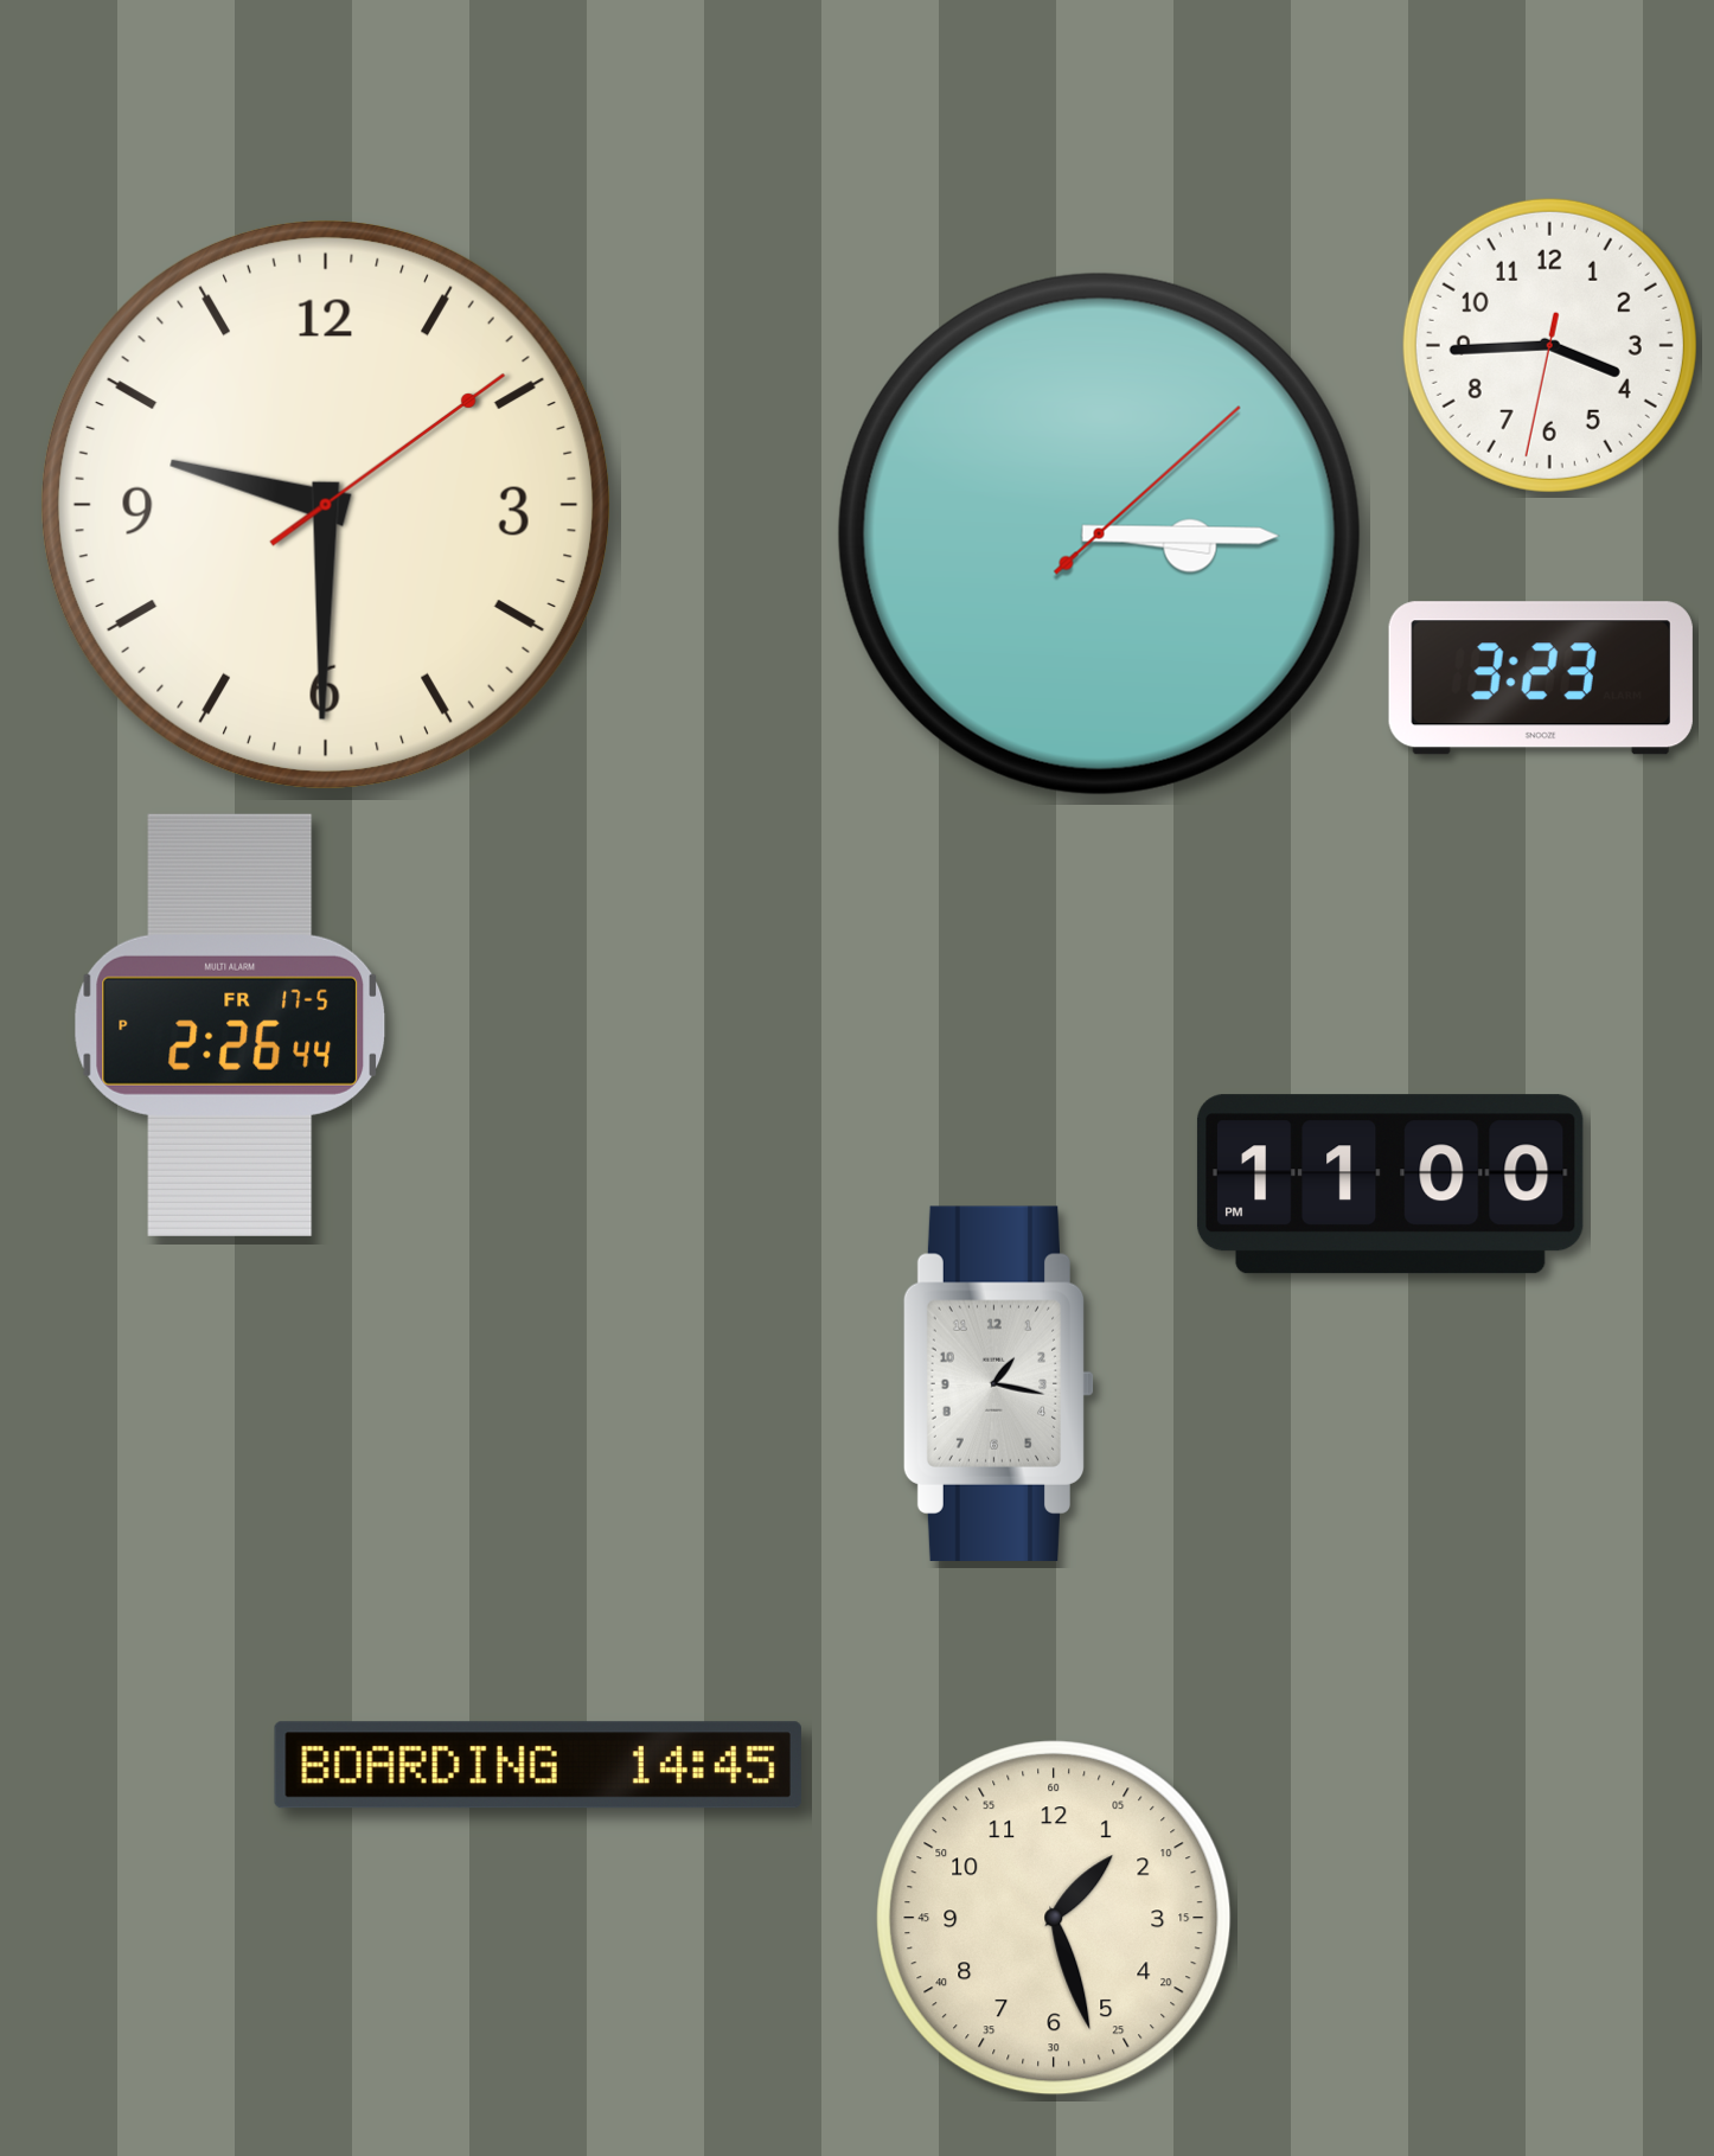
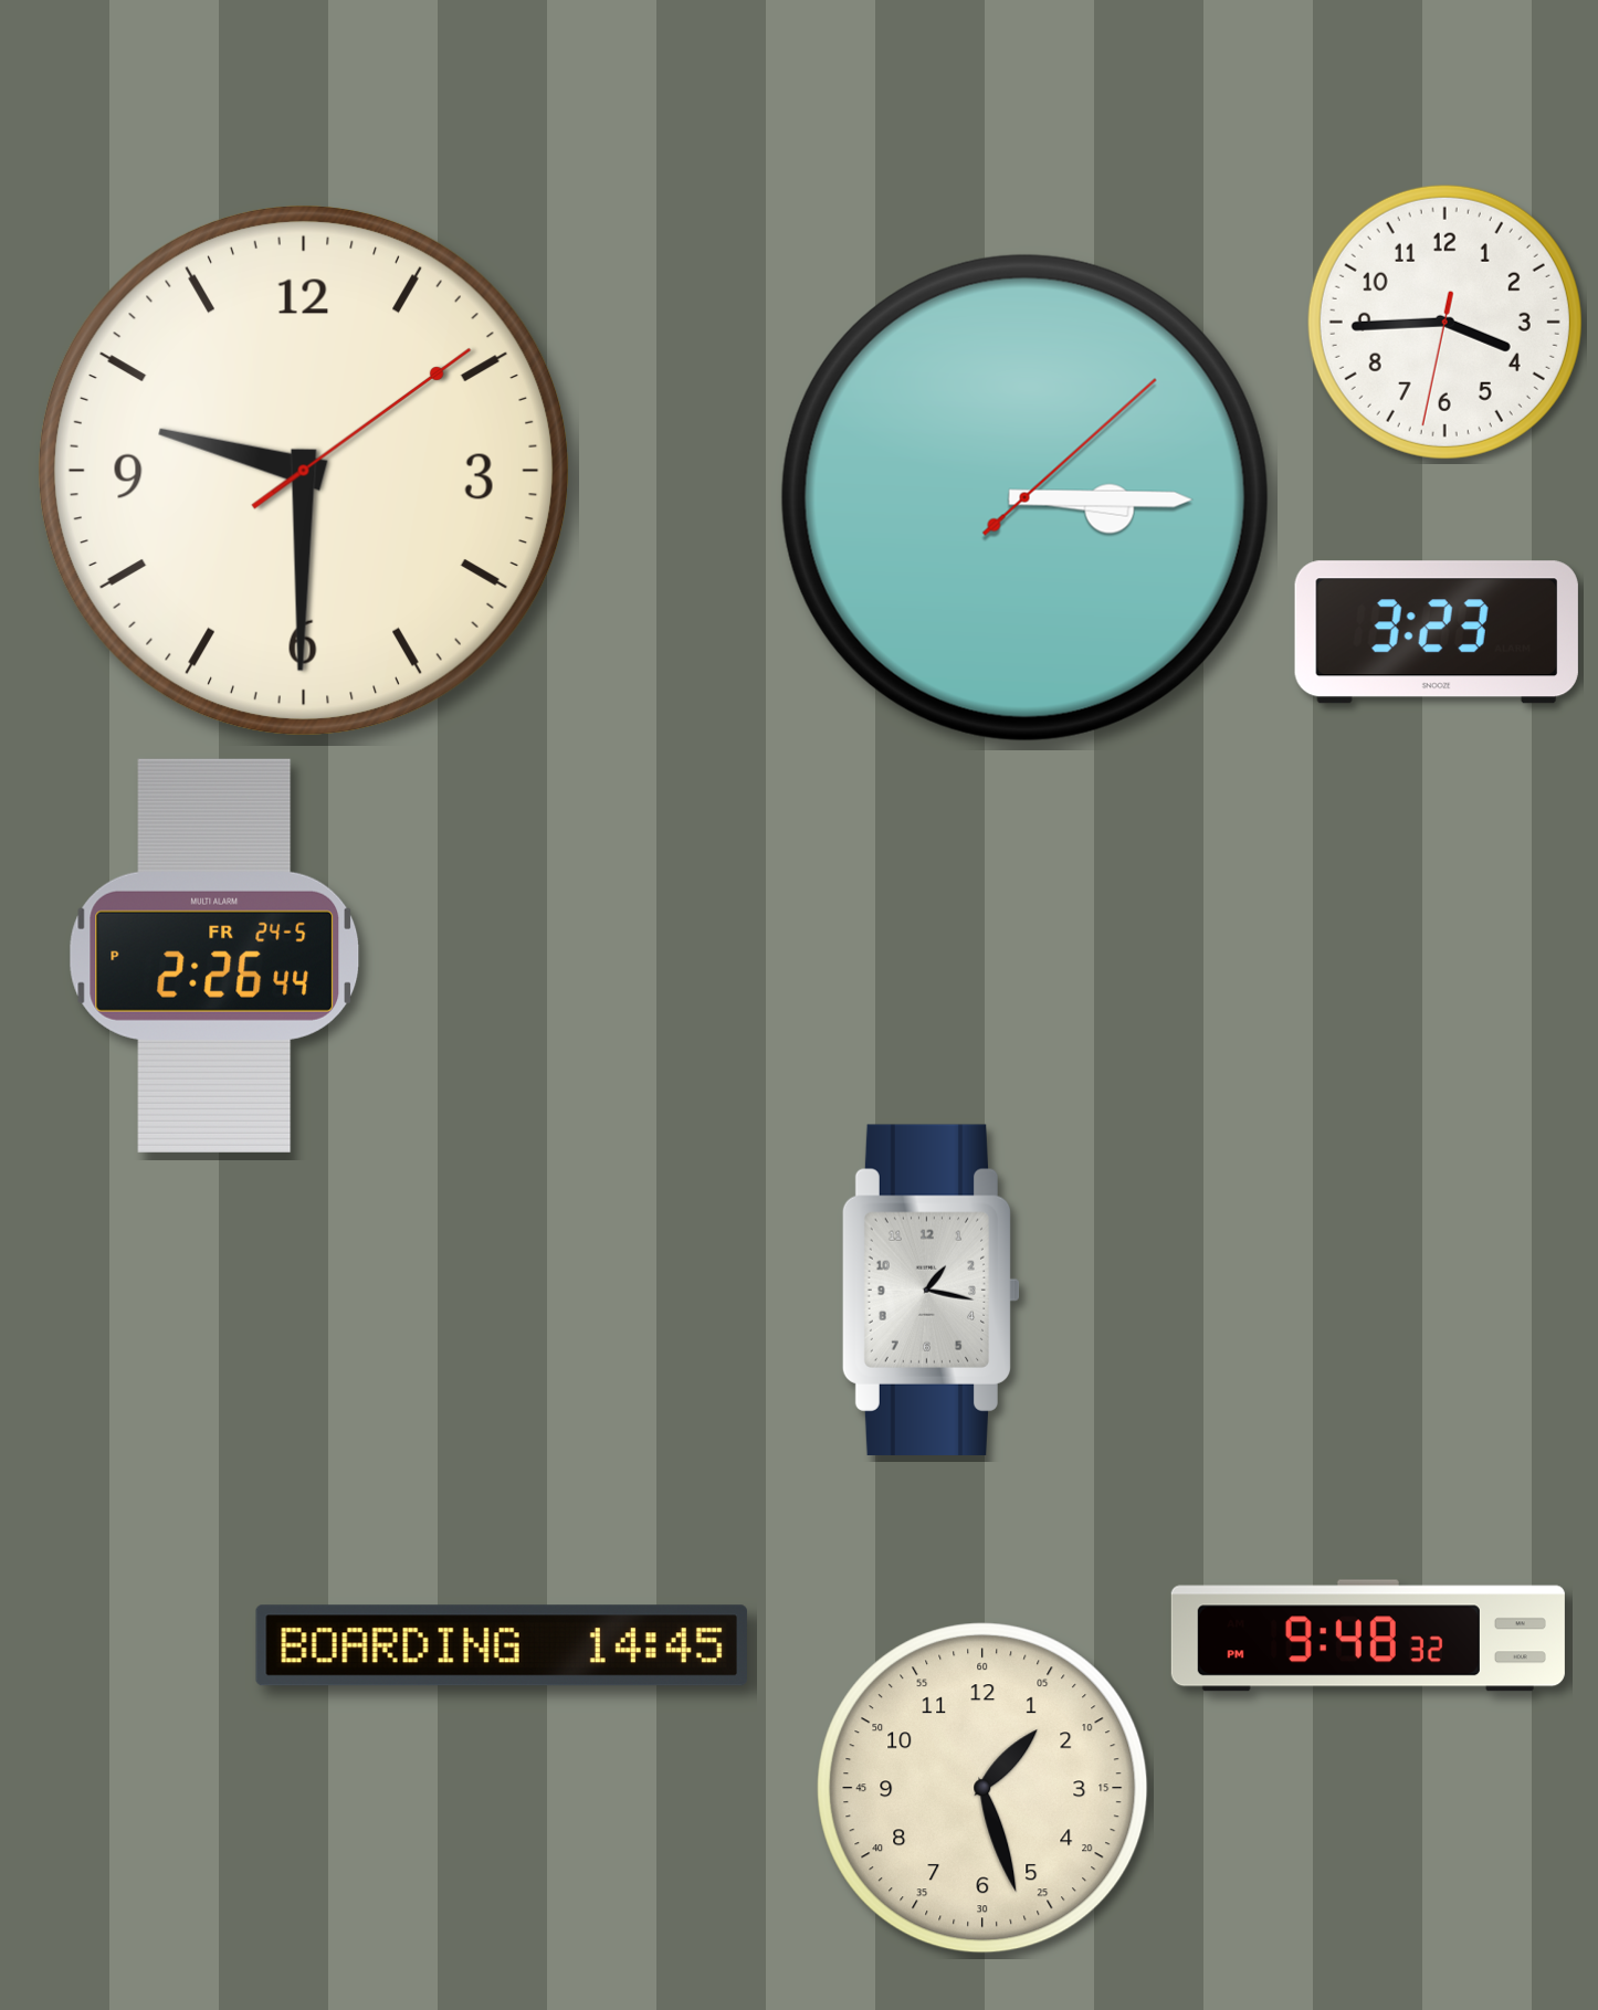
clock at (230, 1025) date: FR 17-5 -> FR 24-5
clock at (1390, 1184): 11:00 -> none
clock at (1368, 1635): none -> 9:48
